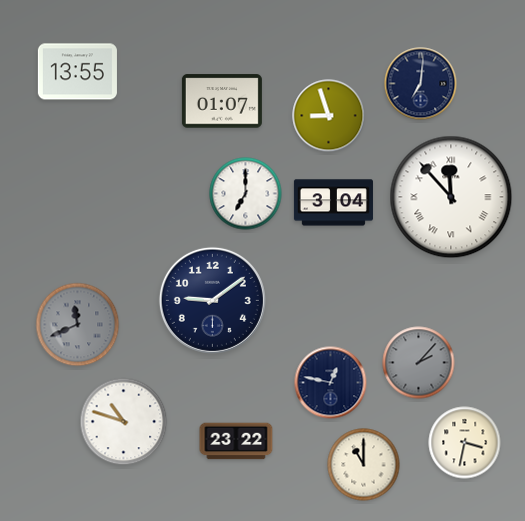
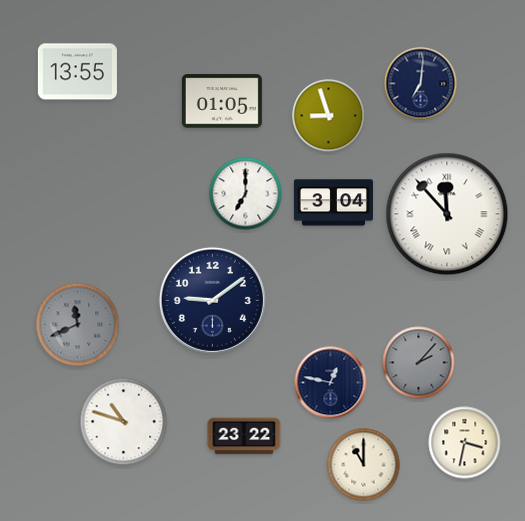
clock at (222, 101): 01:07 -> 01:05
clock at (451, 197) position: (451, 197) -> (447, 214)
clock at (236, 441) position: (236, 441) -> (244, 436)
